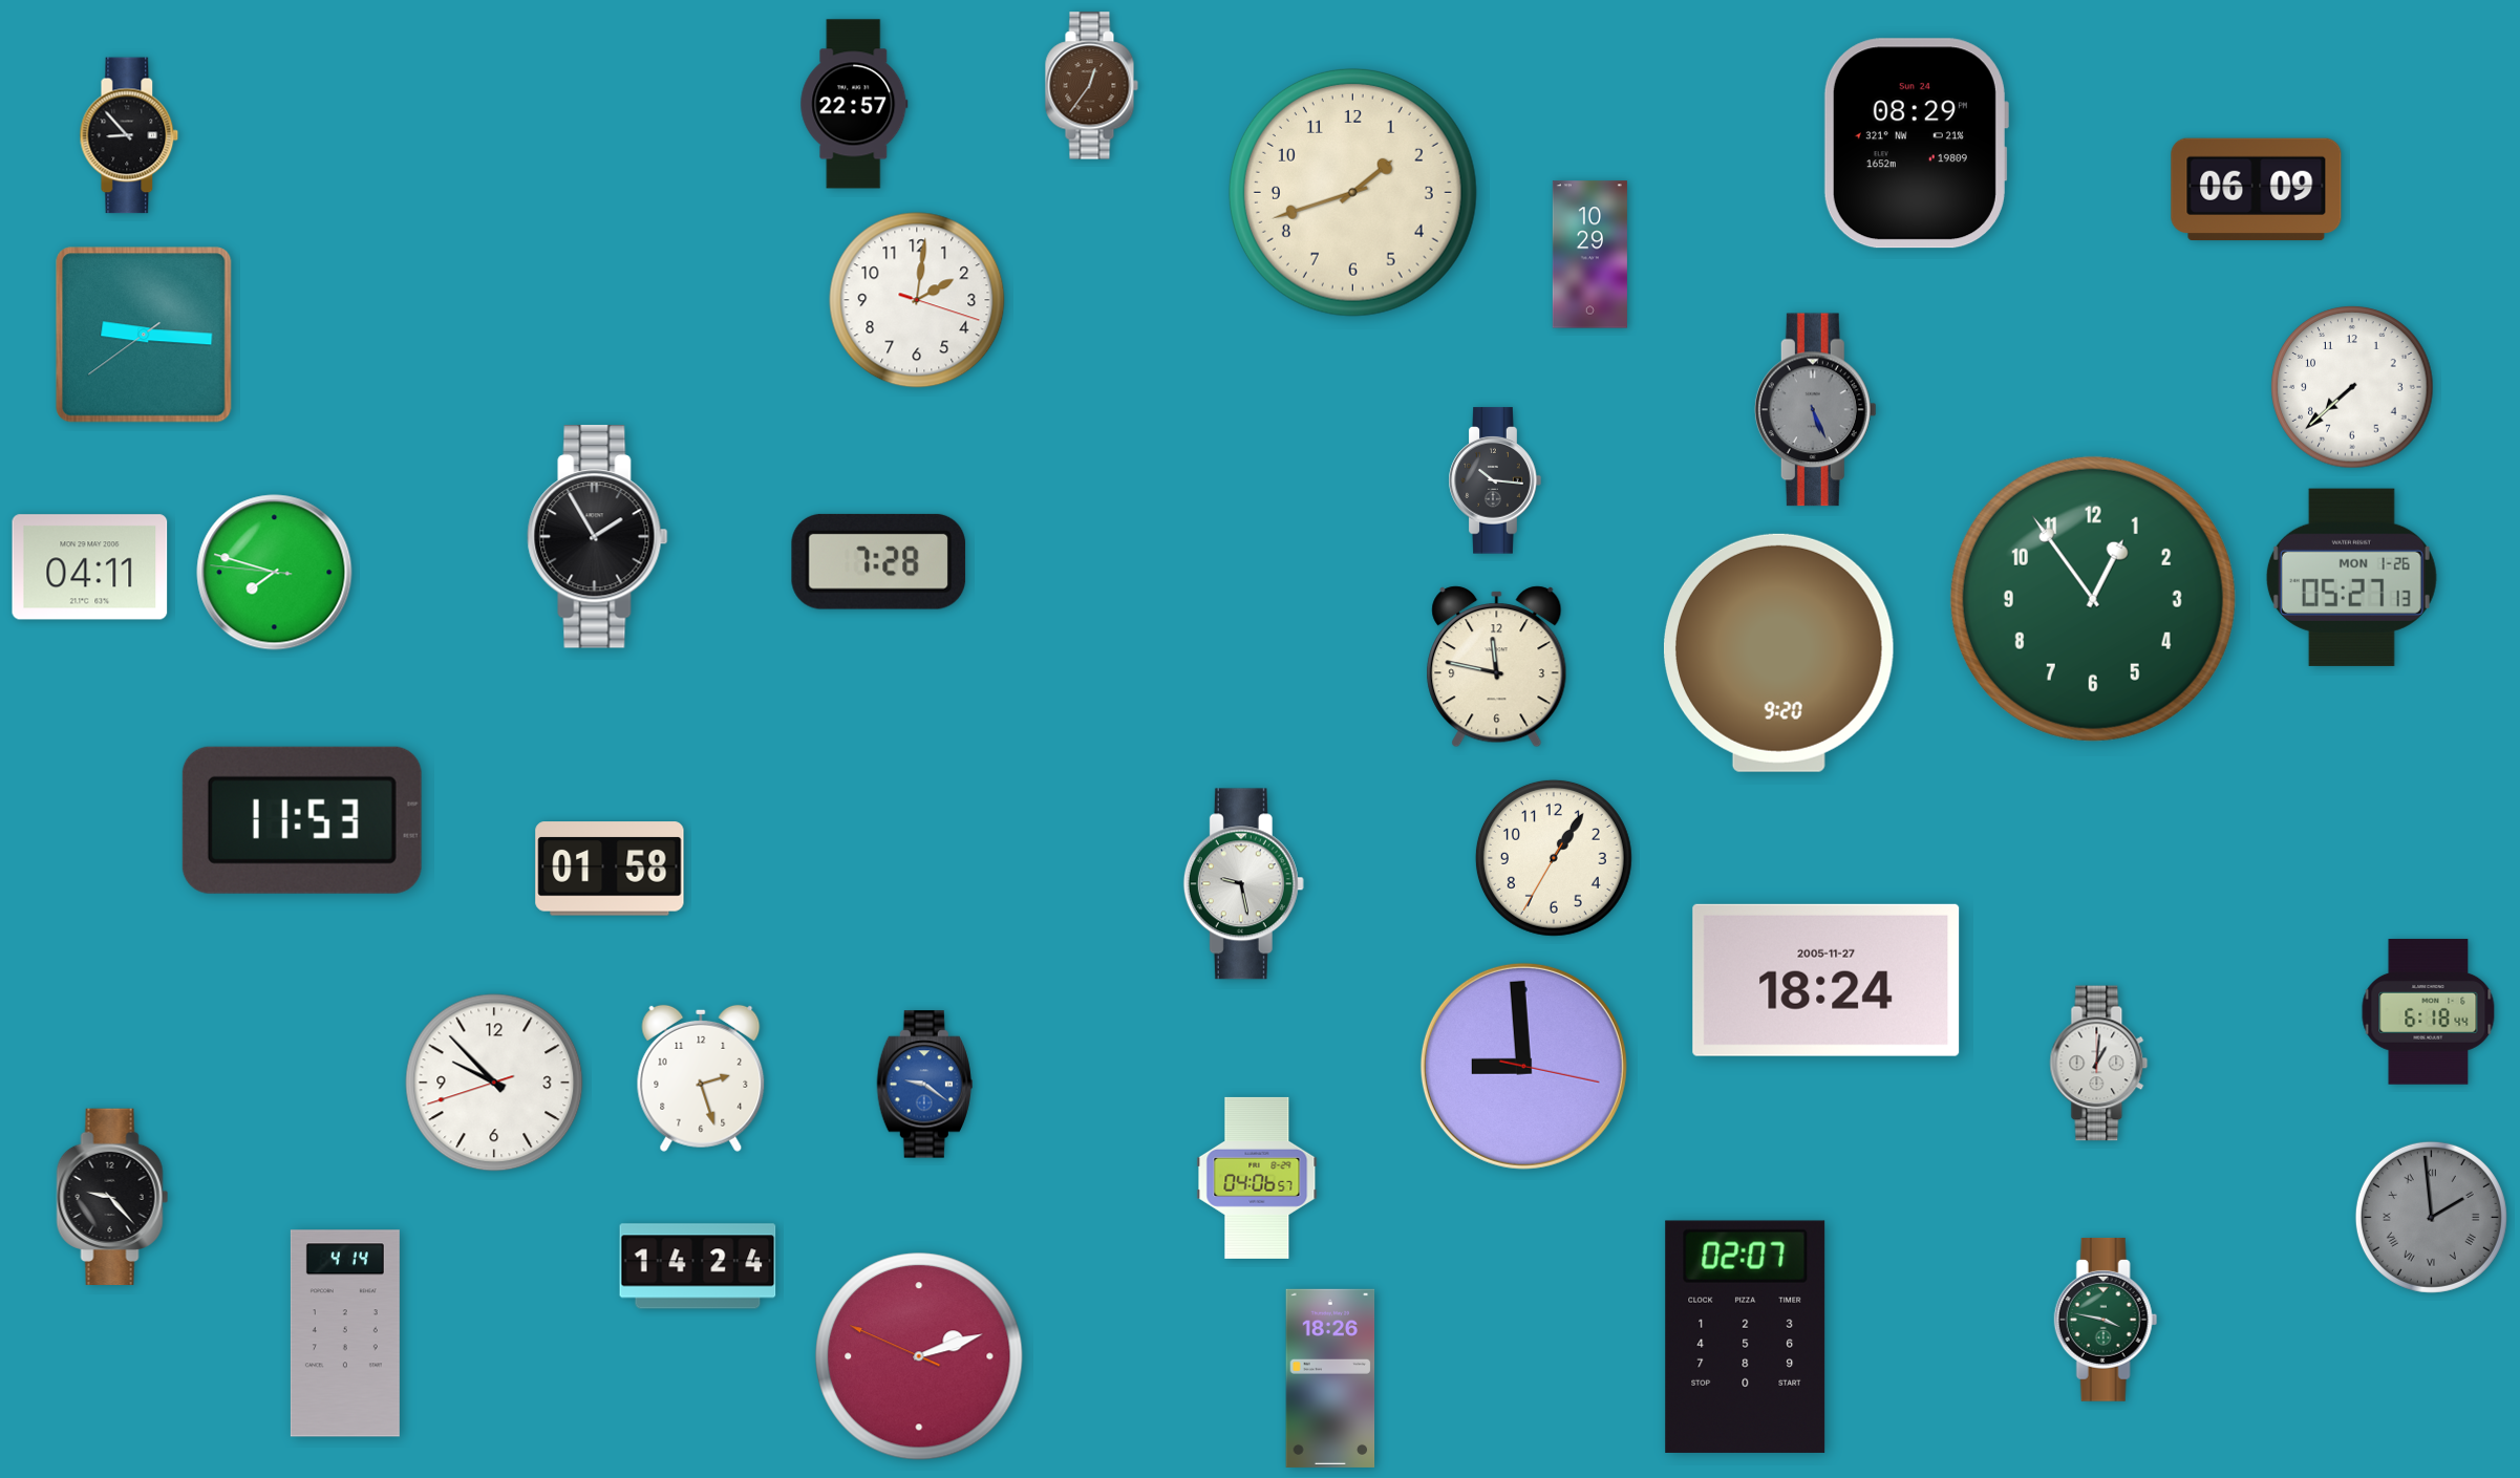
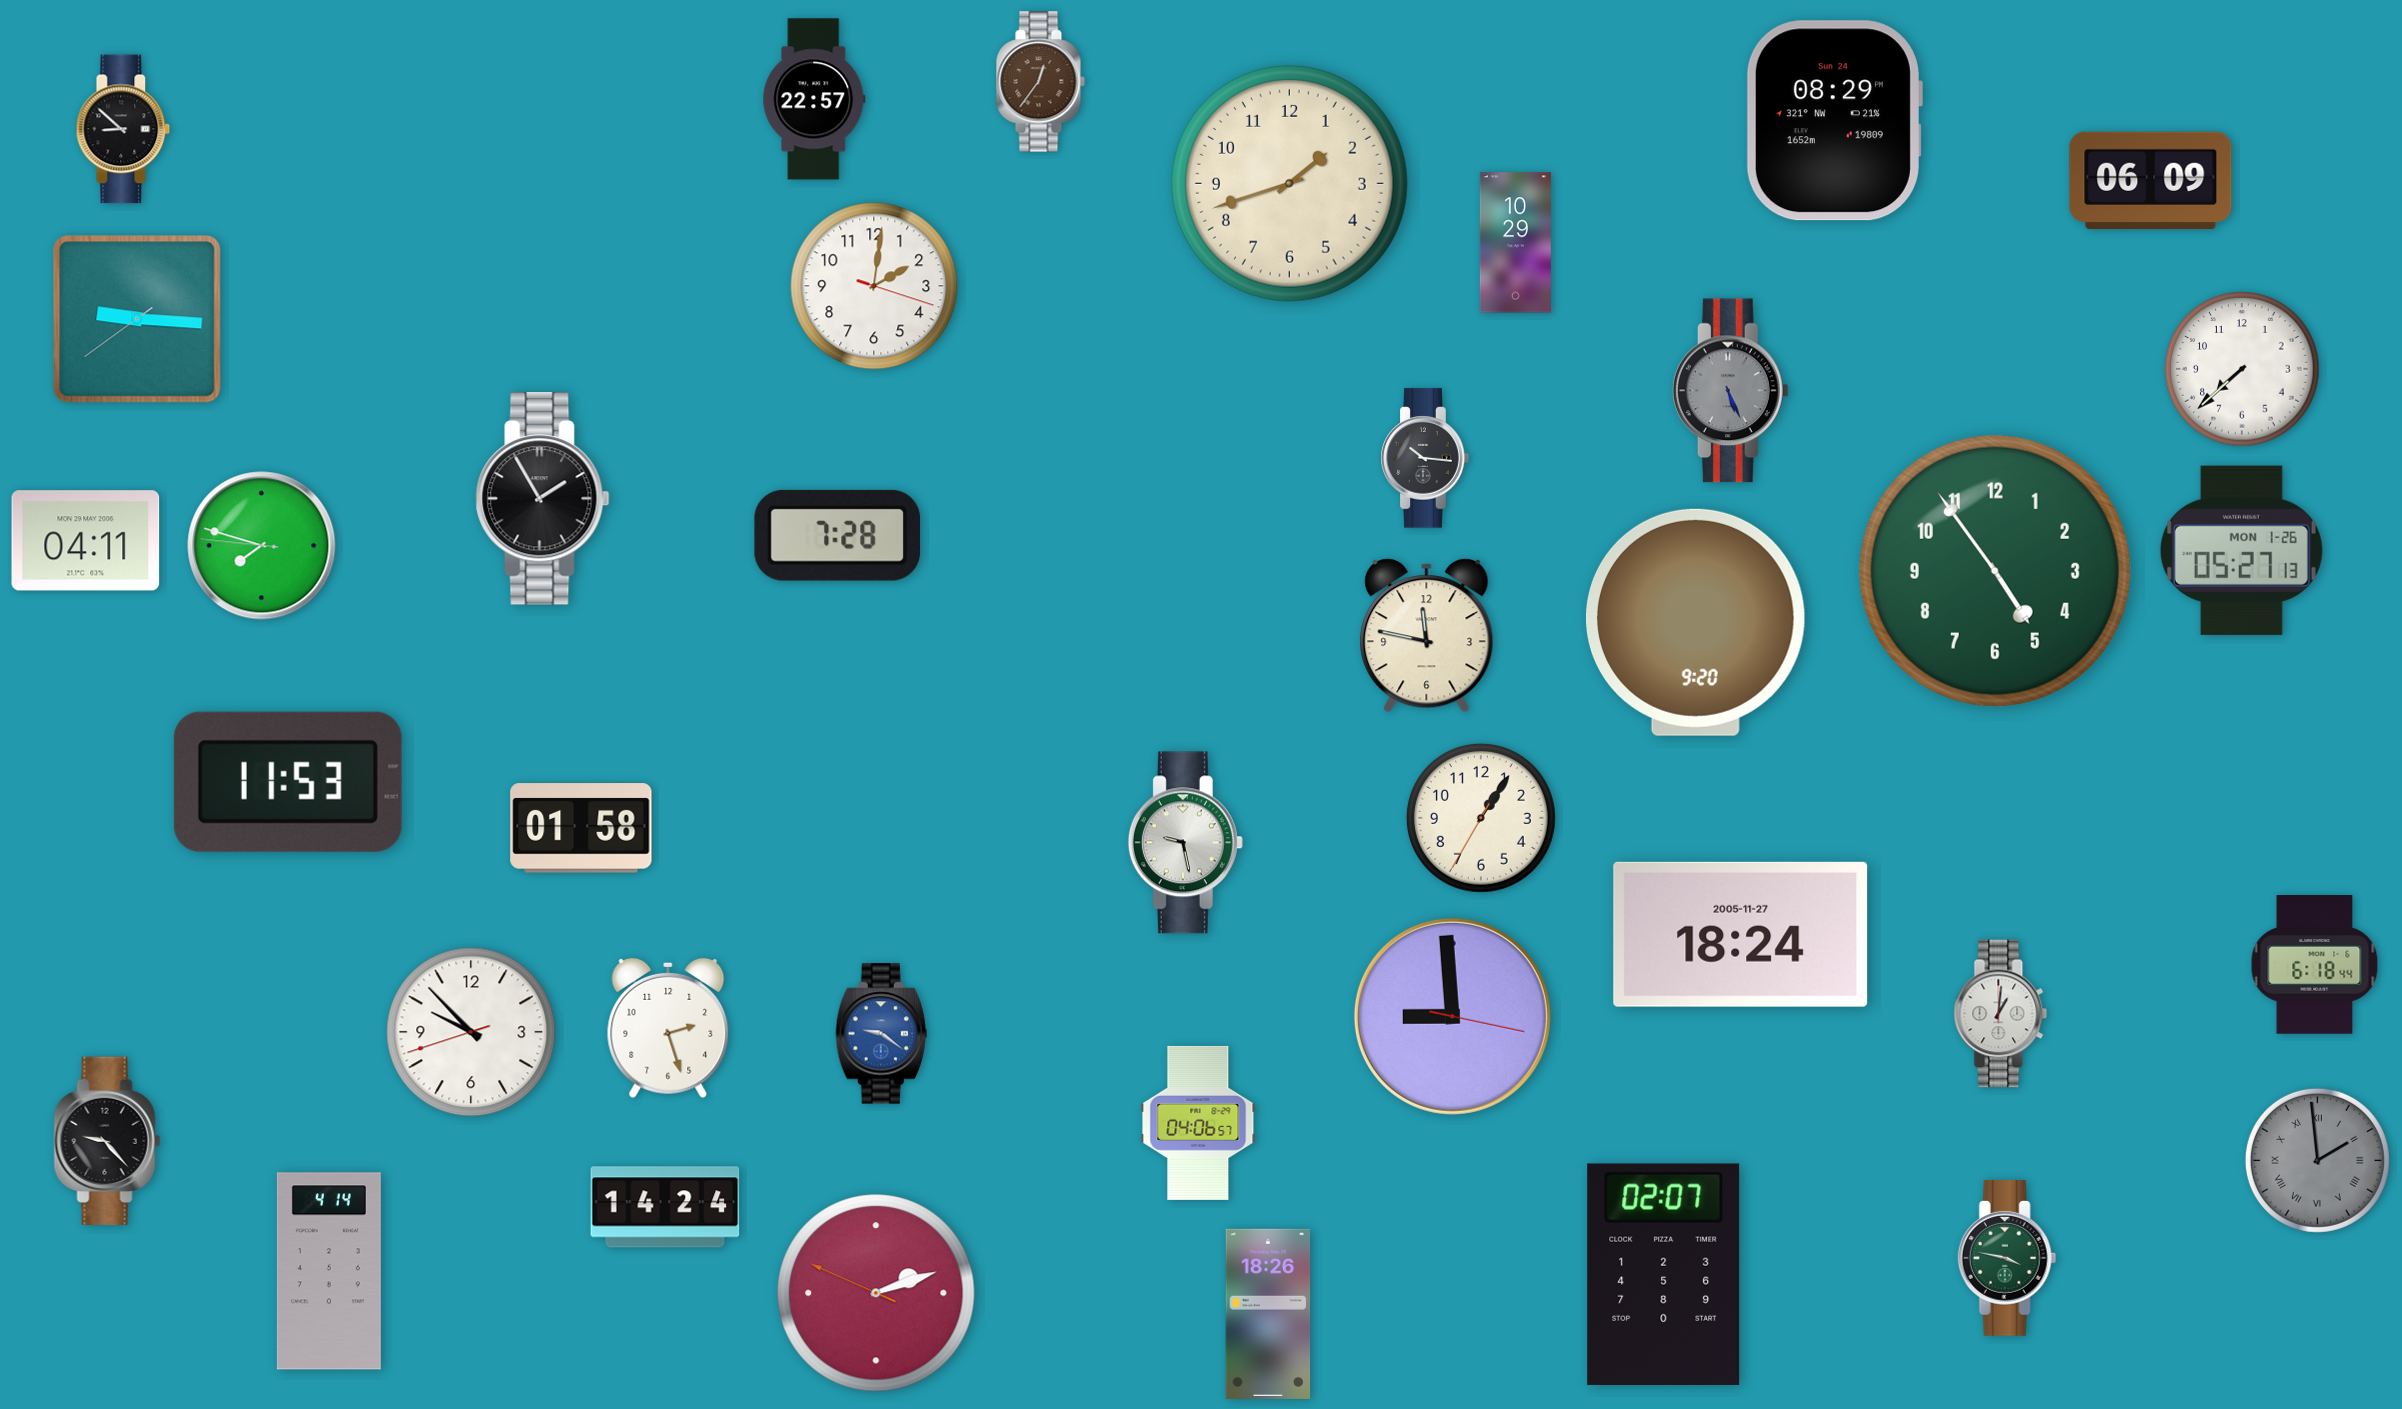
clock at (129, 135): 8:53 -> 8:52
clock at (1916, 144) position: (1916, 144) -> (1834, 121)
clock at (598, 537) position: (598, 537) -> (543, 499)
clock at (2093, 599): 12:54 -> 4:54
